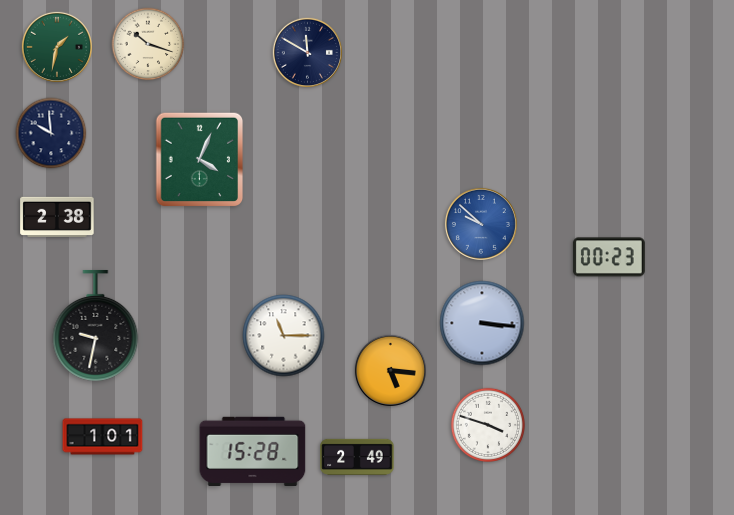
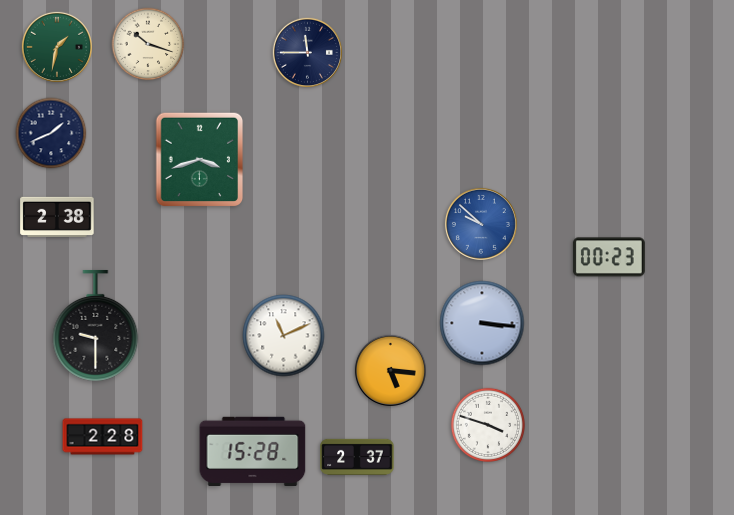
clock at (307, 52): 11:50 -> 11:45
clock at (51, 133): 9:59 -> 1:41
clock at (200, 160): 4:04 -> 3:42
clock at (96, 326): 9:32 -> 9:30
clock at (284, 336): 11:15 -> 11:11
clock at (103, 437): 1:01 -> 2:28
clock at (357, 457): 2:49 -> 2:37
